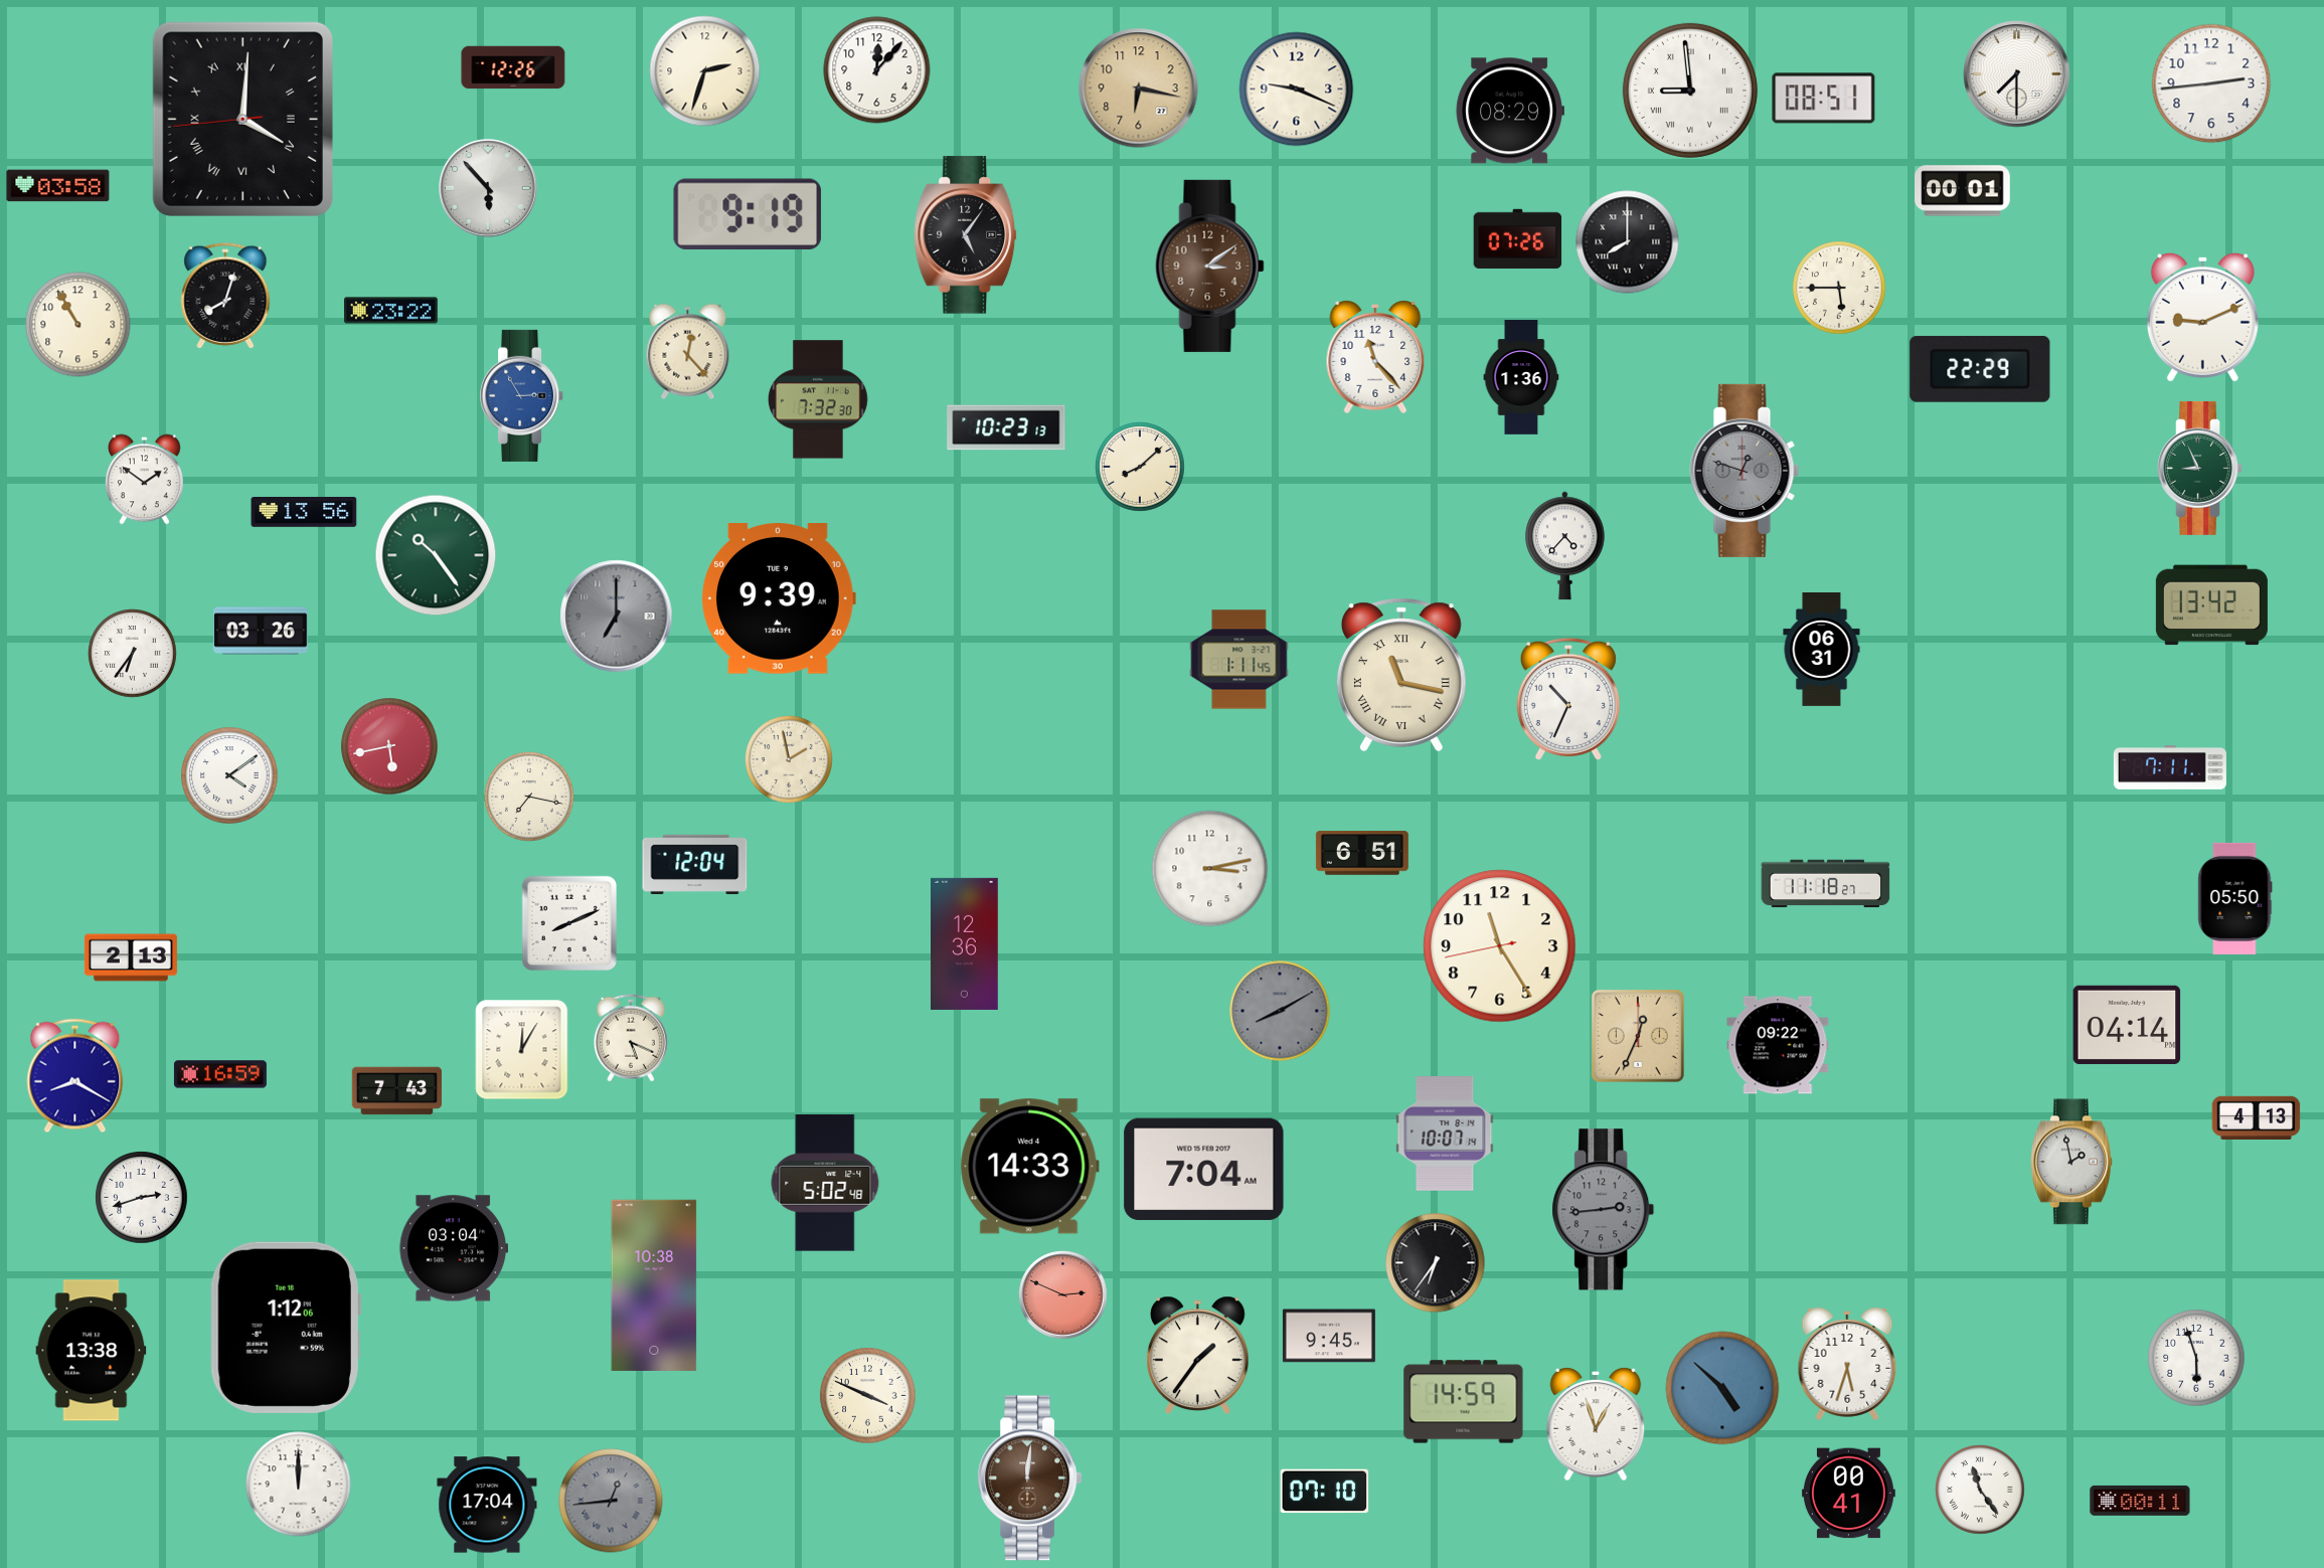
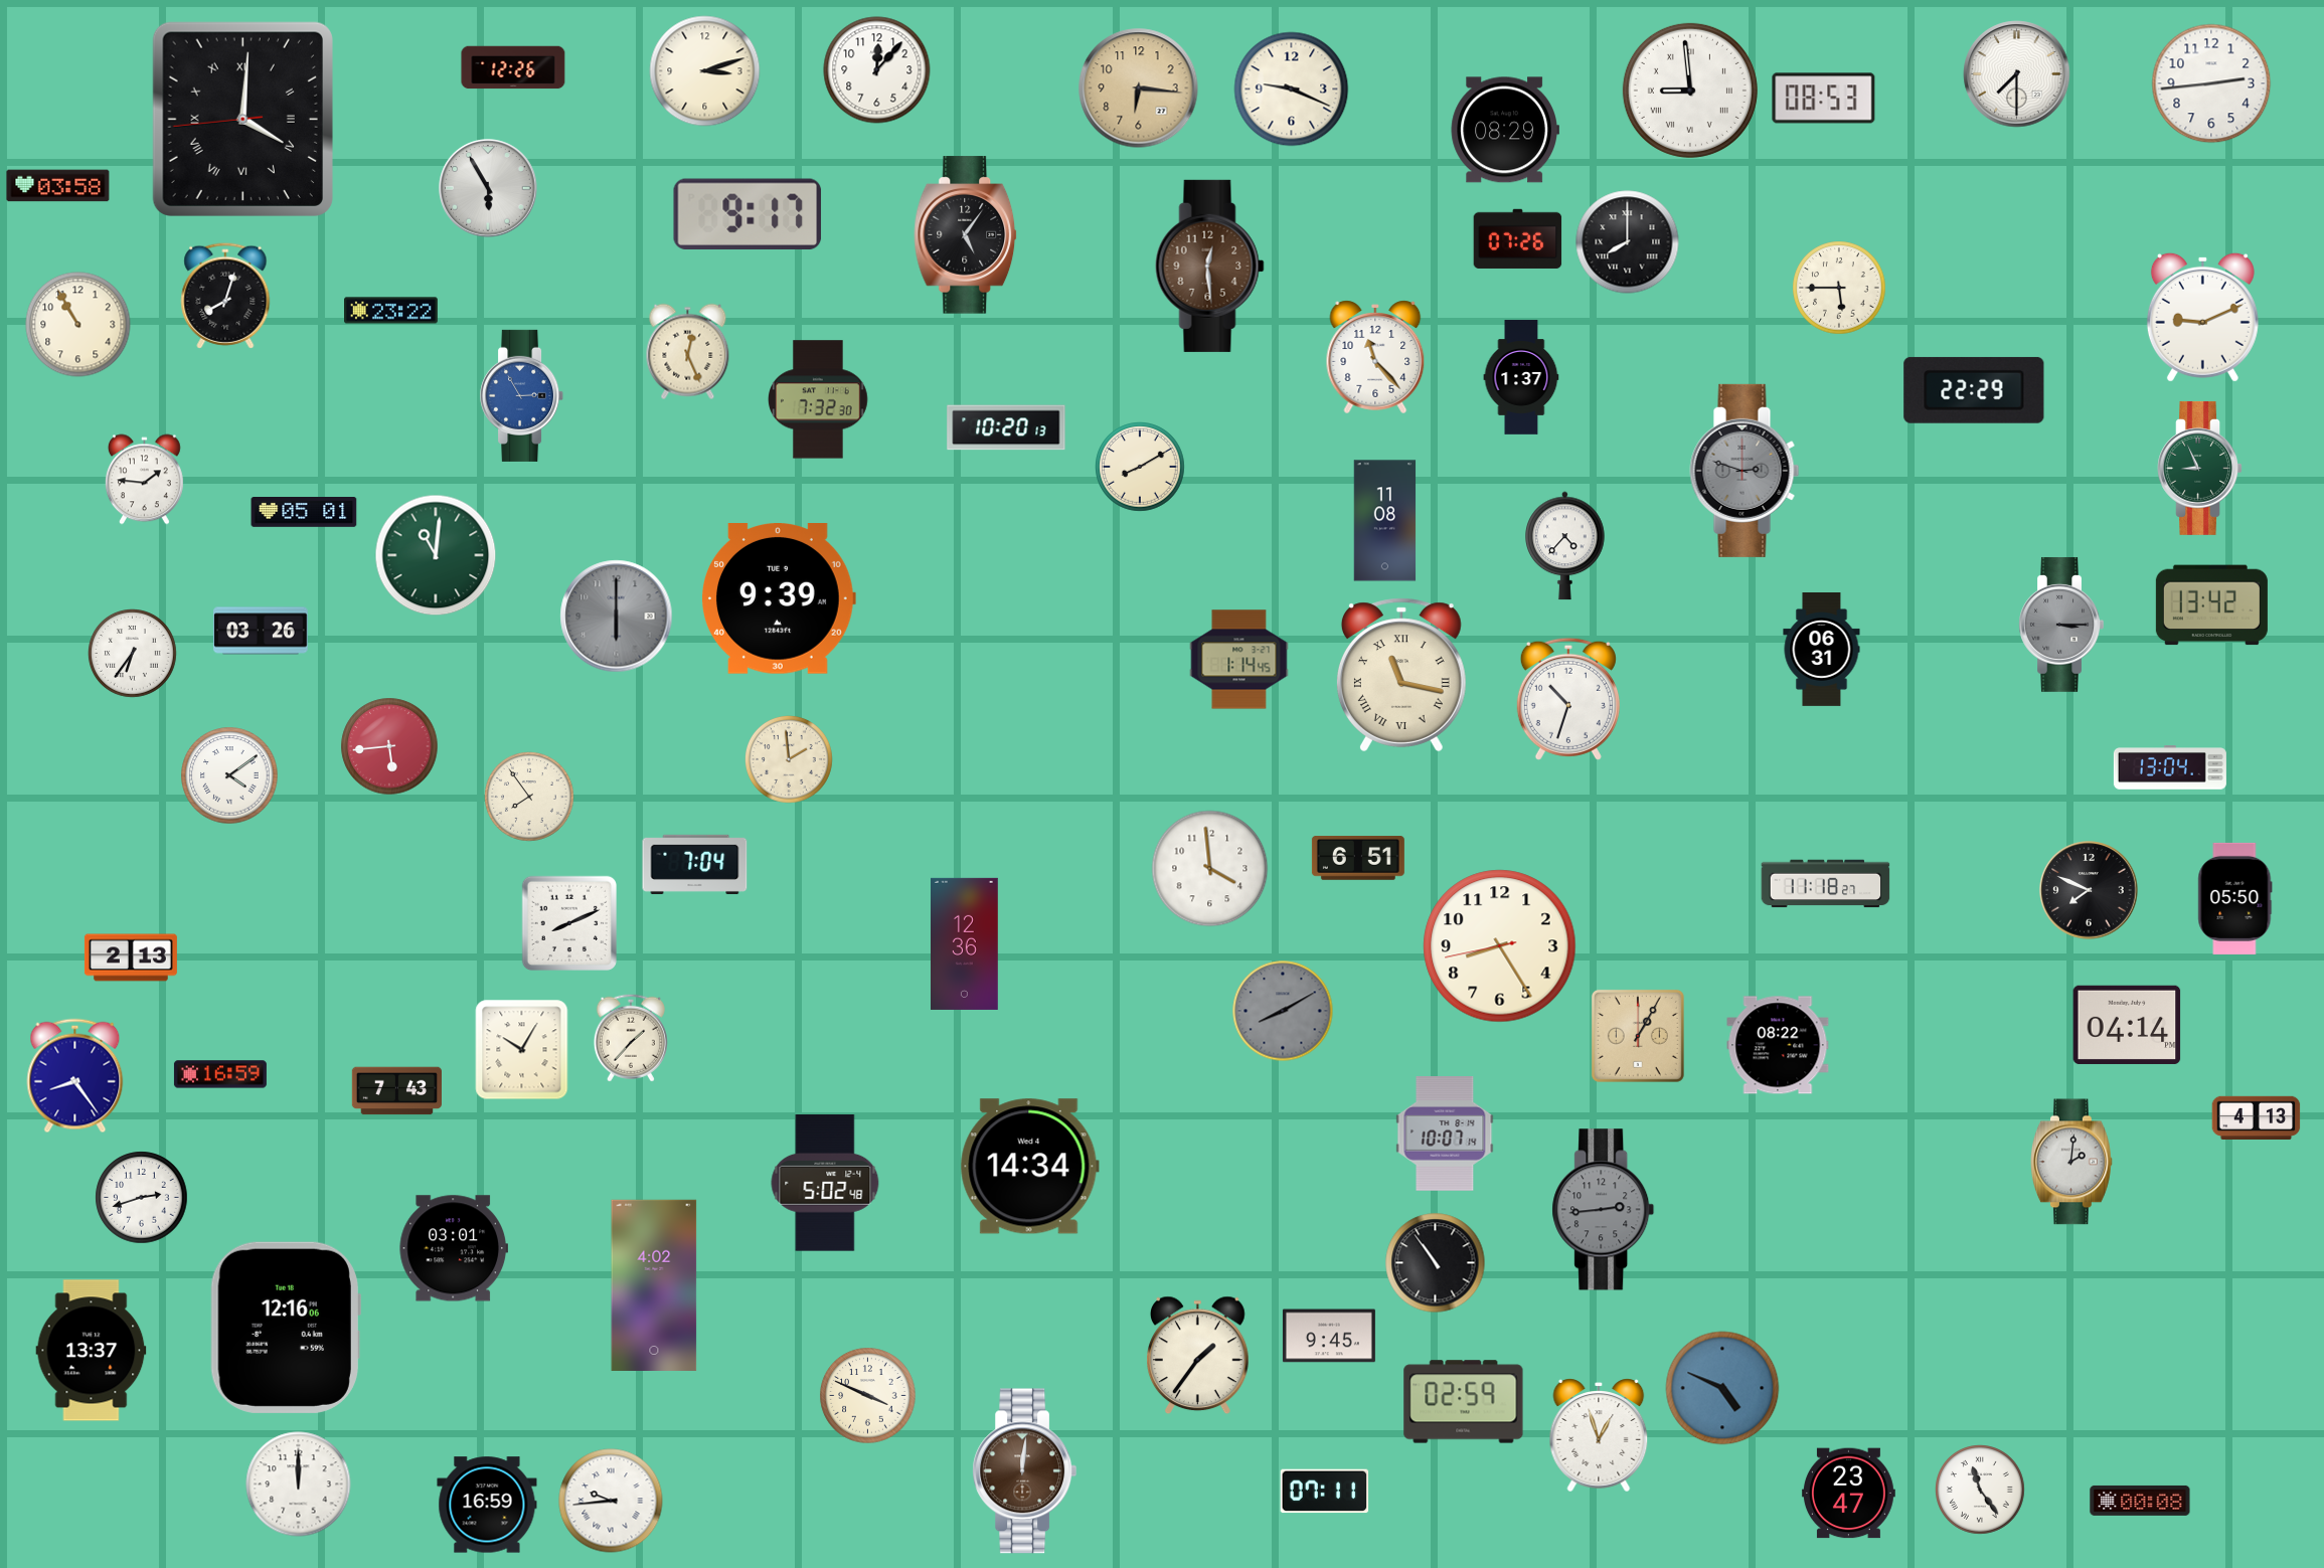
clock at (705, 71): 2:33 -> 3:12
clock at (1139, 89): 6:17 -> 6:16
clock at (1297, 90) position: (1297, 90) -> (1292, 90)
clock at (1824, 99): 08:51 -> 08:53
clock at (1509, 111) position: (1509, 111) -> (1504, 130)
clock at (488, 188): 5:53 -> 5:55
clock at (1963, 191): 00:01 -> none
clock at (748, 213): 9:19 -> 9:17
clock at (1210, 266): 3:09 -> 12:29
clock at (688, 352): 12:23 -> 12:26
clock at (1980, 369) position: (1980, 369) -> (1974, 390)
clock at (1521, 377): 1:36 -> 1:37
clock at (1006, 427): 10:23 -> 10:20
clock at (1141, 468): 8:08 -> 8:10
clock at (1745, 471): 12:48 -> 2:48
clock at (144, 480): 1:51 -> 1:46
clock at (304, 513): 13:56 -> 05:01
clock at (1385, 521): none -> 11:08
clock at (436, 555): 10:24 -> 11:01
clock at (617, 617): 7:00 -> 6:00
clock at (2061, 625): none -> 3:15
clock at (1239, 660): 1:11 -> 1:14
clock at (1568, 699): 10:34 -> 10:33
clock at (389, 746): 5:43 -> 5:44
clock at (789, 759): 1:58 -> 1:59
clock at (2170, 768): 7:11 -> 13:04
clock at (530, 798): 7:17 -> 7:54
clock at (1362, 854) position: (1362, 854) -> (1358, 859)
clock at (695, 864): 12:04 -> 7:04
clock at (1210, 869): 3:13 -> 3:59
clock at (2089, 890): none -> 7:49
clock at (1500, 946): 11:24 -> 8:24
clock at (1280, 1011) position: (1280, 1011) -> (1283, 1011)
clock at (1638, 1036): 12:34 -> 1:05
clock at (631, 1038): 5:19 -> 1:37
clock at (1778, 1045): 09:22 -> 08:22
clock at (522, 1050): 12:05 -> 10:05
clock at (75, 1076): 8:20 -> 8:24
clock at (2072, 1162): 1:58 -> 2:01
clock at (1029, 1167): 14:33 -> 14:34
clock at (1204, 1170): 7:04 -> none
clock at (453, 1248): 03:04 -> 03:01
clock at (1436, 1263): 6:36 -> 10:54
clock at (654, 1285): 10:38 -> 4:02
clock at (1063, 1295): 2:49 -> none
clock at (286, 1328): 1:12 -> 12:16
clock at (92, 1351): 13:38 -> 13:37
clock at (2196, 1358): 5:57 -> none
clock at (1847, 1364): 5:33 -> none
clock at (1722, 1388): 4:52 -> 4:49
clock at (1464, 1402): 14:59 -> 02:59
clock at (1596, 1424) position: (1596, 1424) -> (1599, 1435)
clock at (1030, 1478) position: (1030, 1478) -> (1025, 1471)
clock at (1325, 1492): 07:10 -> 07:11
clock at (1848, 1494): 00:41 -> 23:47
clock at (611, 1501): 12:44 -> 9:44
clock at (611, 1501) dial: grey -> white
clock at (2140, 1501): 00:11 -> 00:08
clock at (487, 1505): 17:04 -> 16:59
